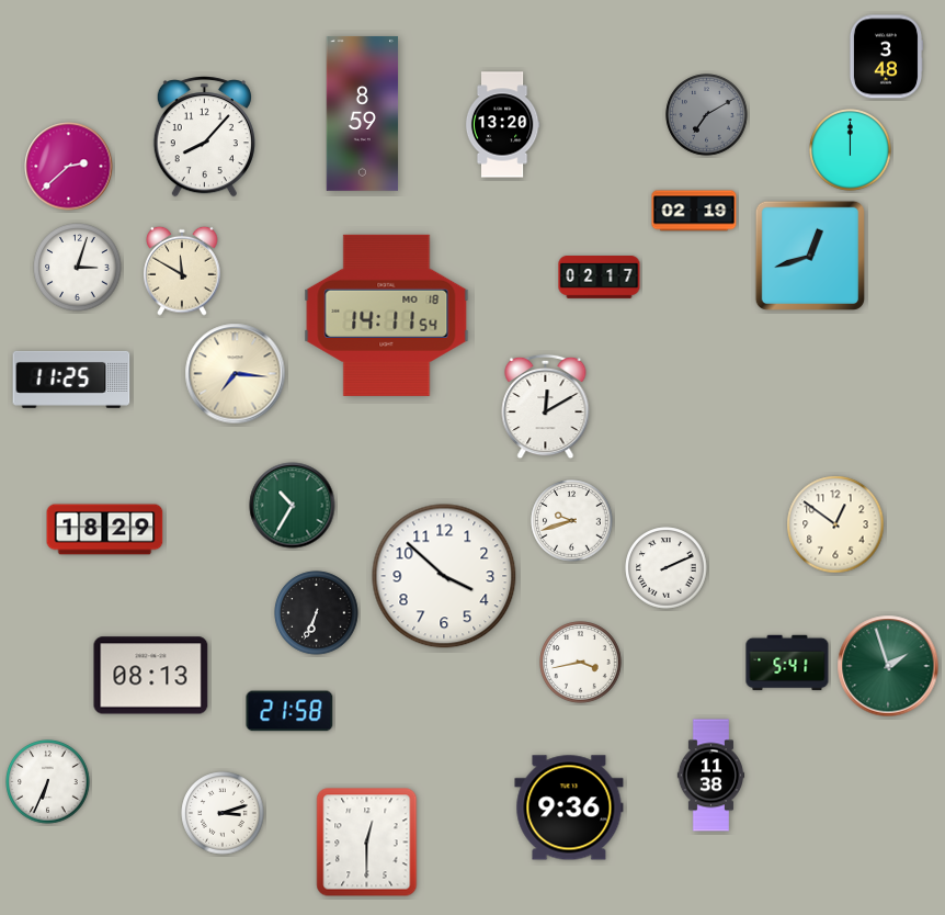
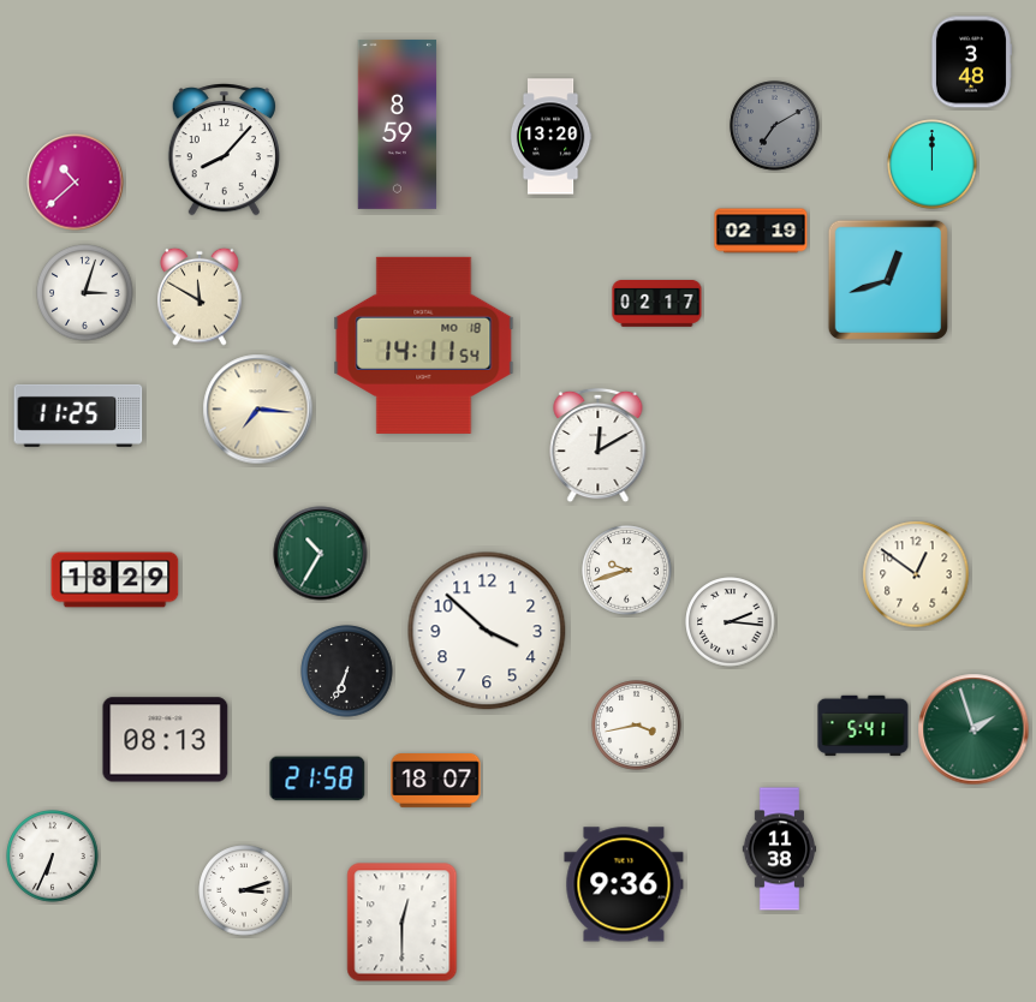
clock at (69, 167): 2:38 -> 10:38
clock at (667, 568): 2:11 -> 2:16
clock at (436, 781): none -> 18:07
